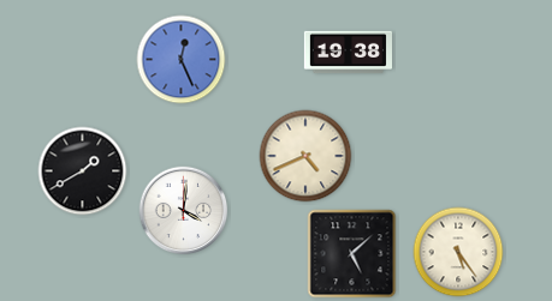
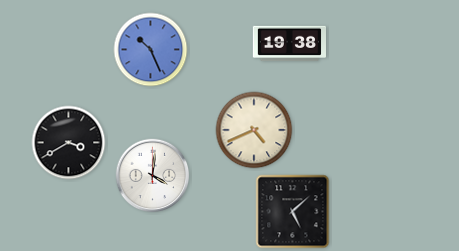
clock at (182, 60): 12:26 -> 10:26
clock at (83, 171): 1:40 -> 3:40
clock at (458, 252): 5:24 -> none
